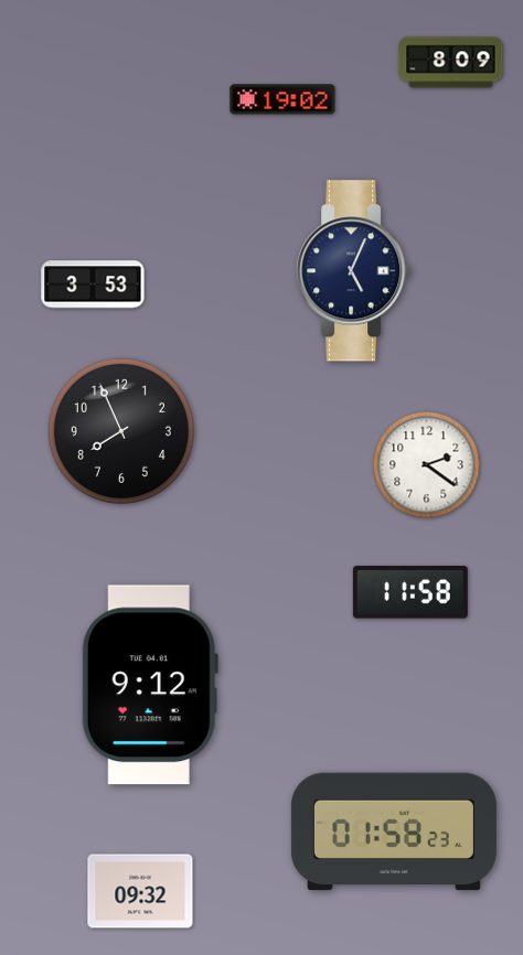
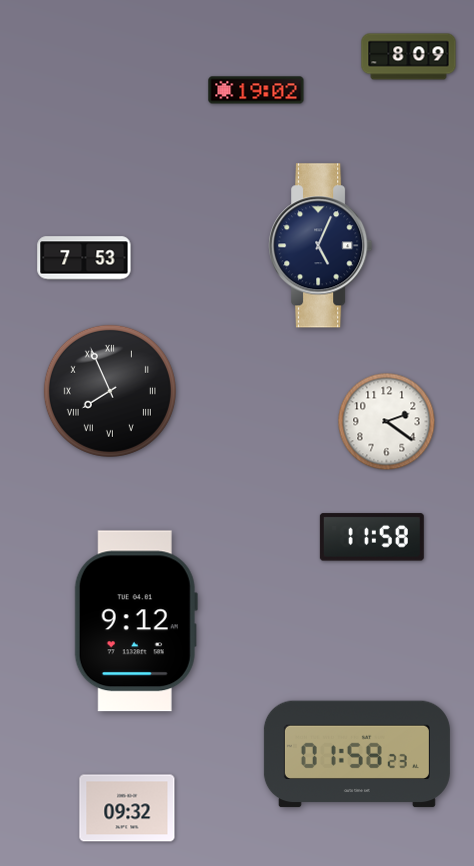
clock at (93, 285): 3:53 -> 7:53
clock at (121, 431) numerals: Arabic -> Roman
